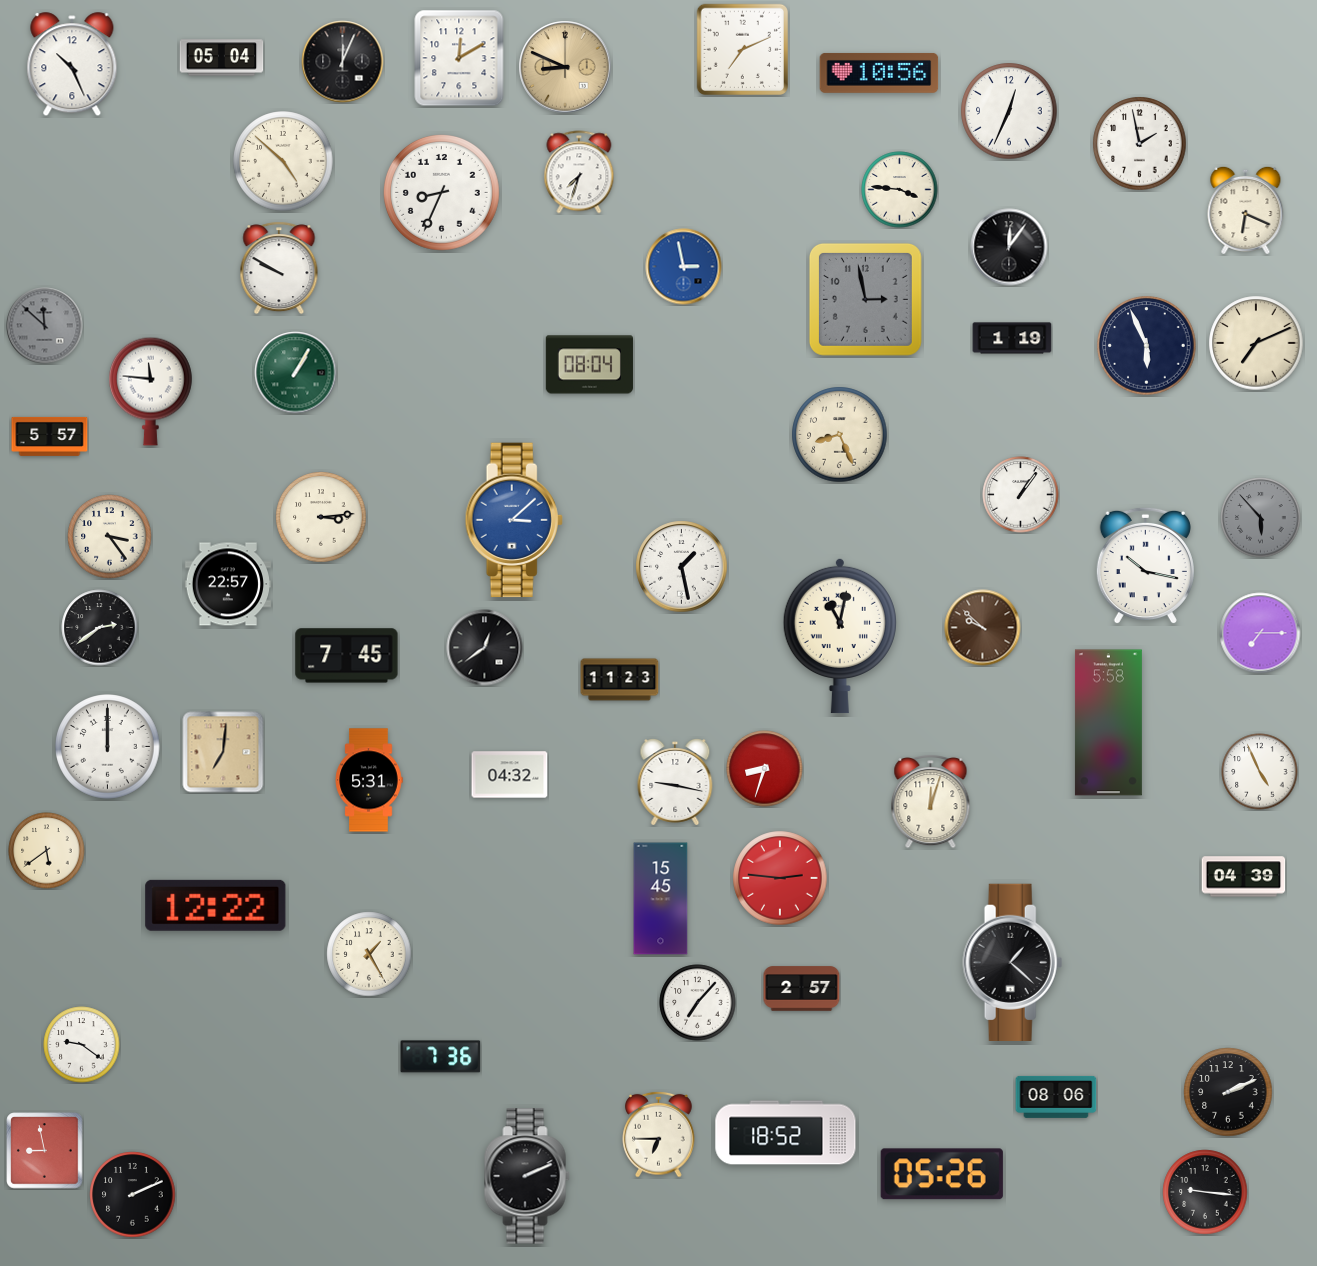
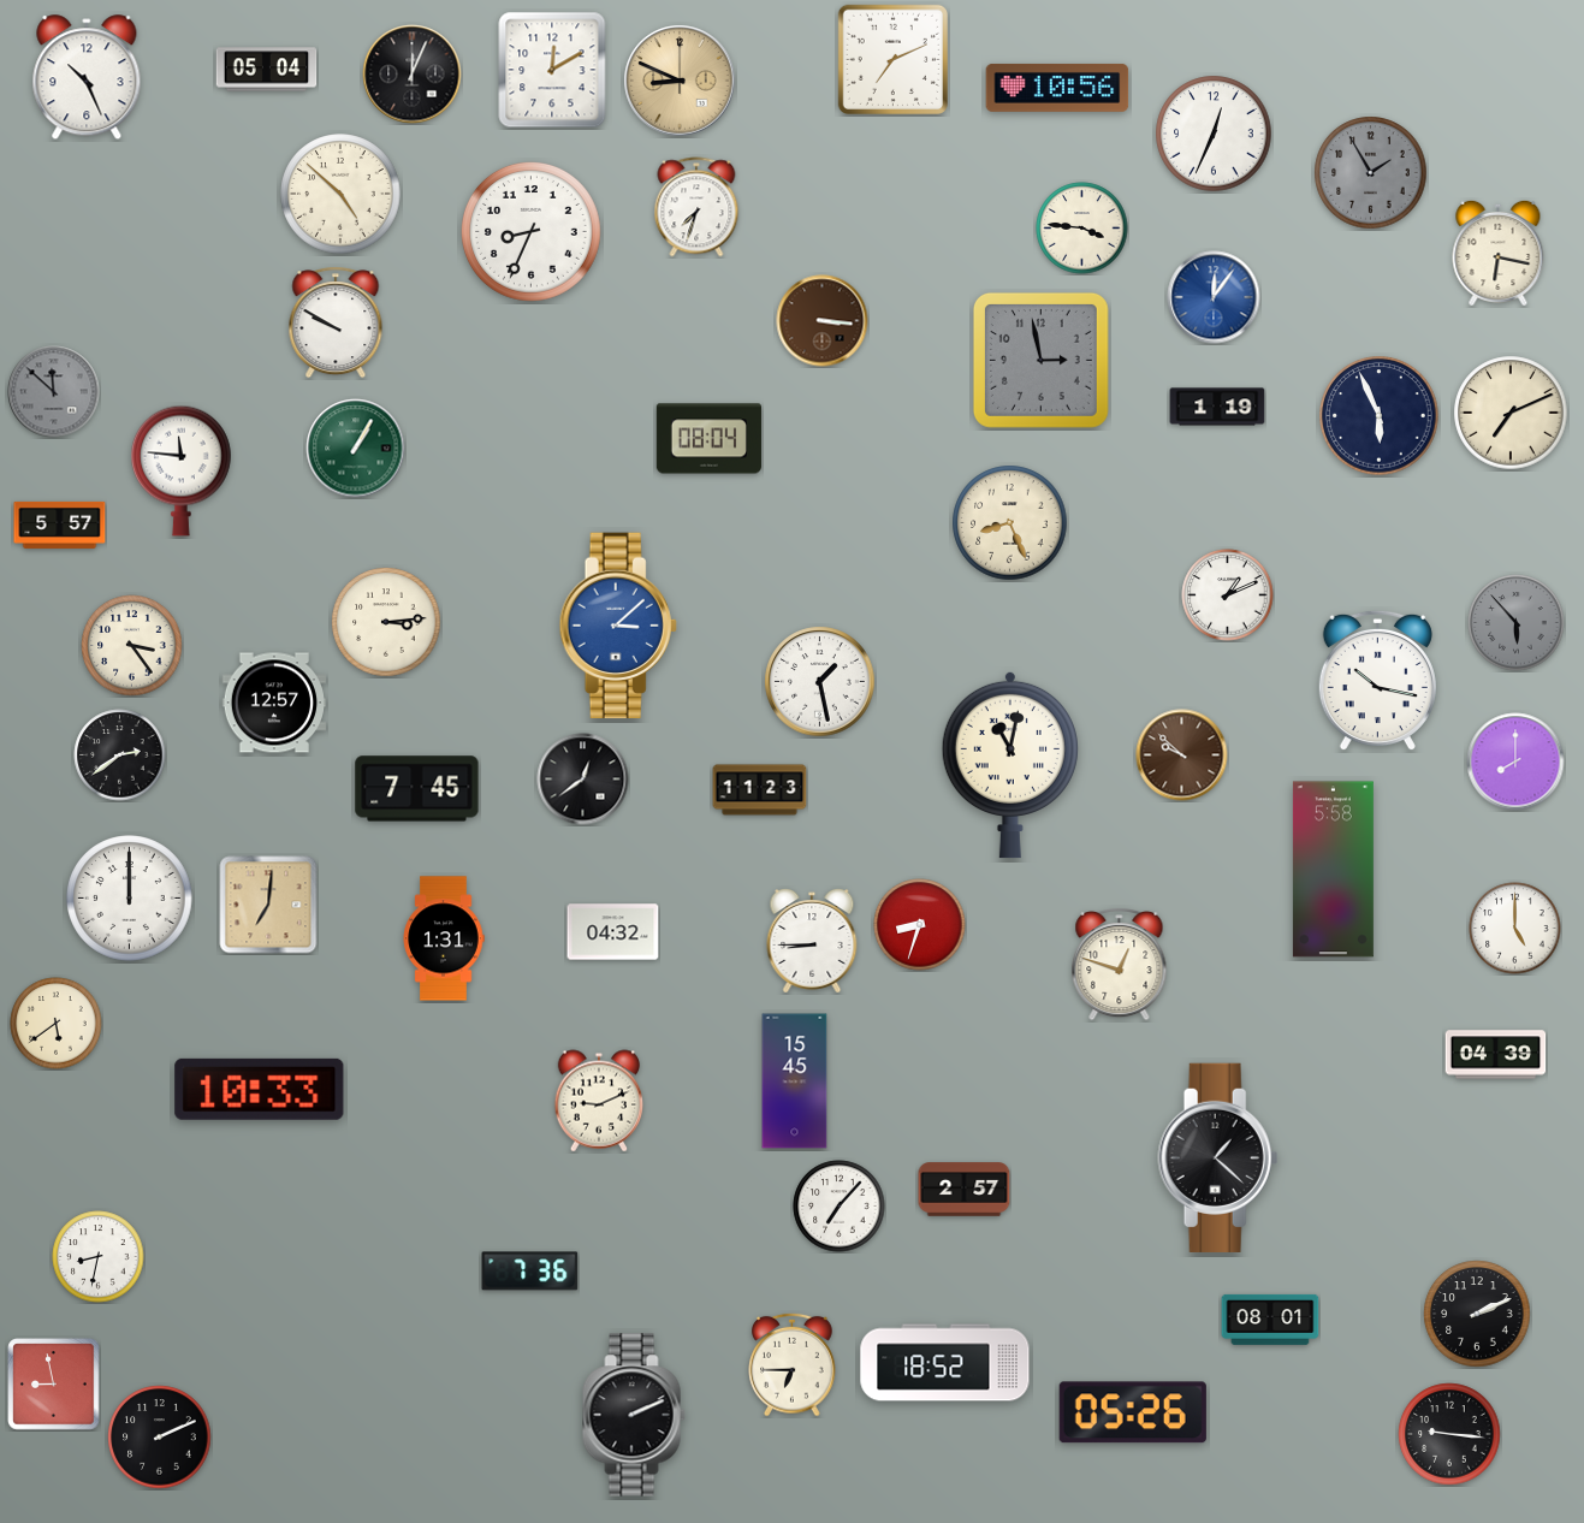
clock at (1140, 144): 1:58 -> 1:55
clock at (1140, 144) dial: white -> grey
clock at (1246, 209): 6:19 -> 6:17
clock at (1009, 247) dial: black -> blue
clock at (684, 267): 2:58 -> 3:16
clock at (684, 267) dial: blue -> brown
clock at (1021, 495): 1:06 -> 1:11
clock at (227, 584): 22:57 -> 12:57
clock at (1260, 633): 7:15 -> 8:00
clock at (620, 680) position: (620, 680) -> (760, 790)
clock at (1260, 772): 4:56 -> 5:00
clock at (369, 780): 5:31 -> 1:31
clock at (675, 783): 9:17 -> 8:45
clock at (931, 801): 12:03 -> 12:48
clock at (780, 878): 2:46 -> none
clock at (216, 905): 12:22 -> 10:33
clock at (599, 1101): none -> 9:11
clock at (369, 954): 1:25 -> none
clock at (82, 1045): 9:21 -> 8:32
clock at (1056, 1097): 08:06 -> 08:01
